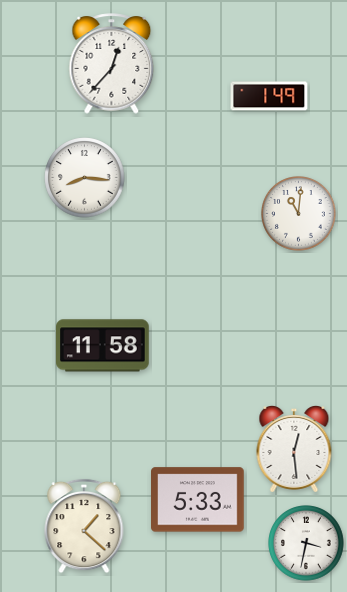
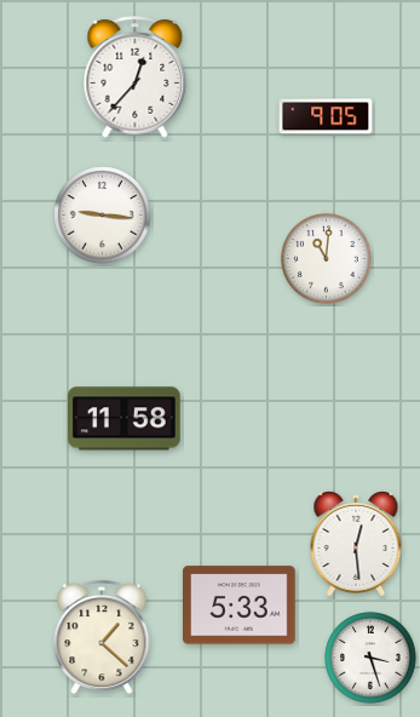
clock at (269, 96): 1:49 -> 9:05
clock at (85, 178): 8:16 -> 9:16
clock at (299, 214) position: (299, 214) -> (327, 259)
clock at (306, 543): 3:32 -> 3:27
